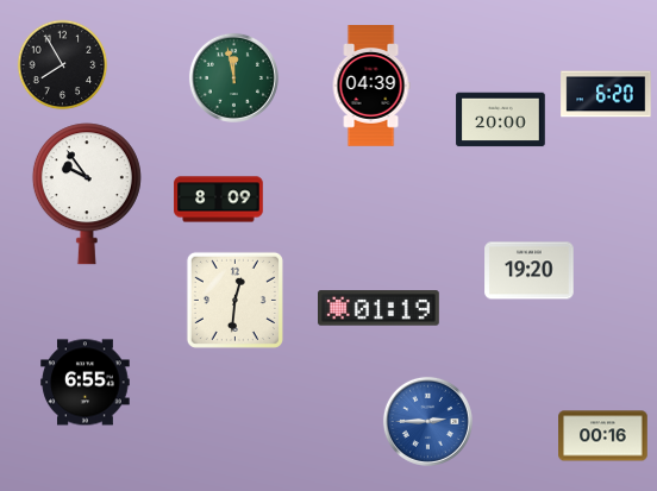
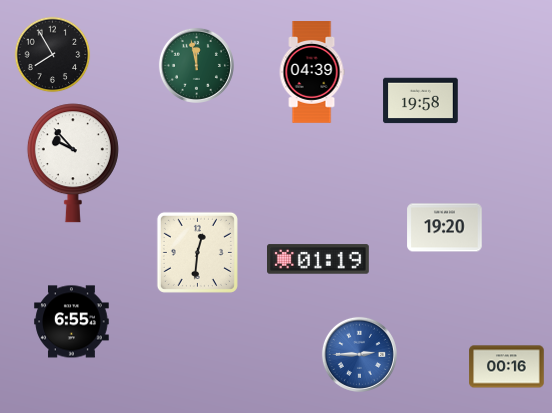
clock at (606, 94): 6:20 -> none
clock at (501, 120): 20:00 -> 19:58
clock at (87, 194): 9:54 -> 9:53
clock at (219, 200): 8:09 -> none
